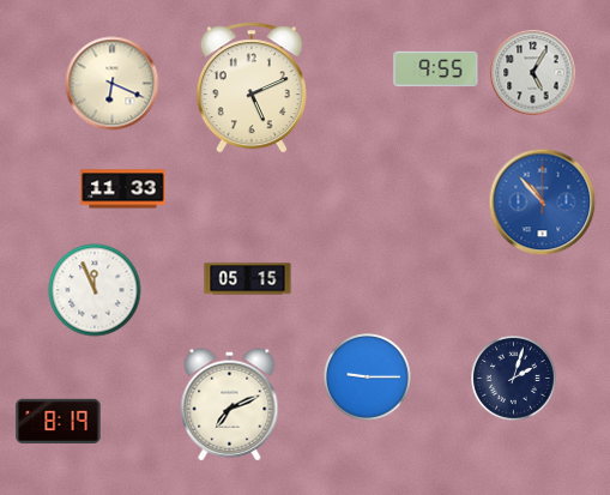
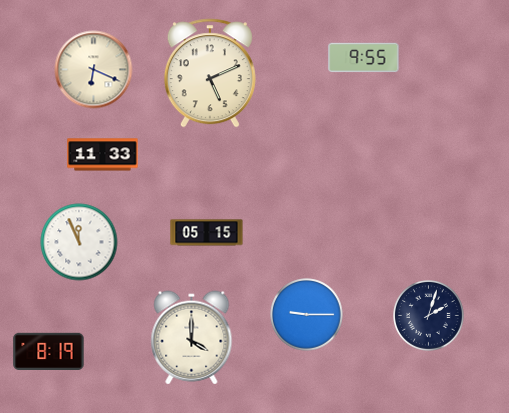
clock at (533, 73): 5:05 -> none
clock at (123, 189) position: (123, 189) -> (103, 155)
clock at (543, 203): 10:53 -> none
clock at (230, 405): 7:11 -> 4:00
